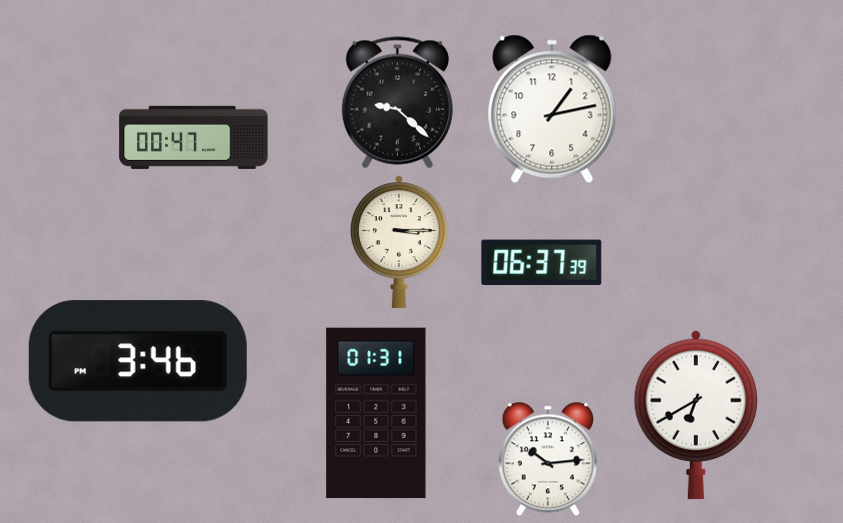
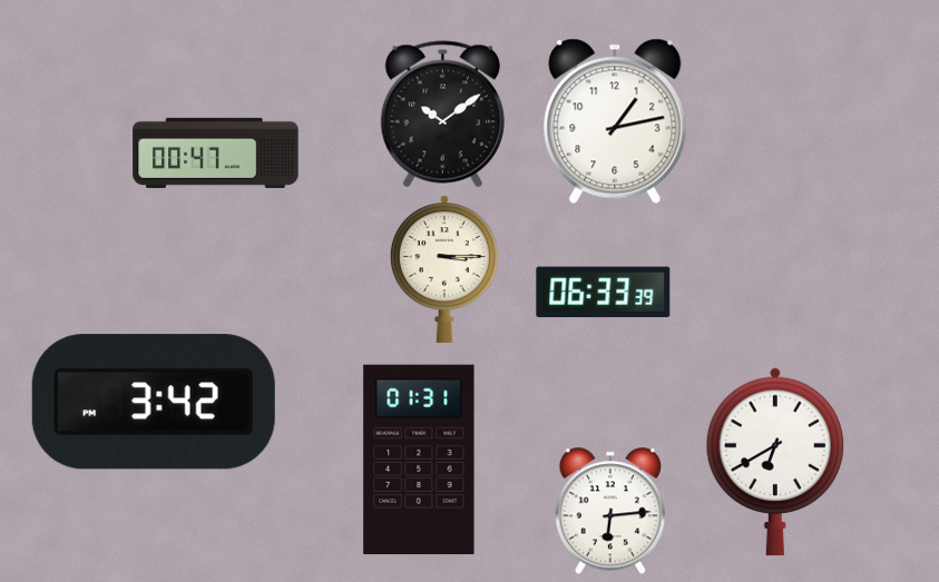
clock at (397, 103): 9:22 -> 10:09
clock at (542, 263): 06:37 -> 06:33
clock at (138, 361): 3:46 -> 3:42
clock at (548, 459): 10:14 -> 6:14
